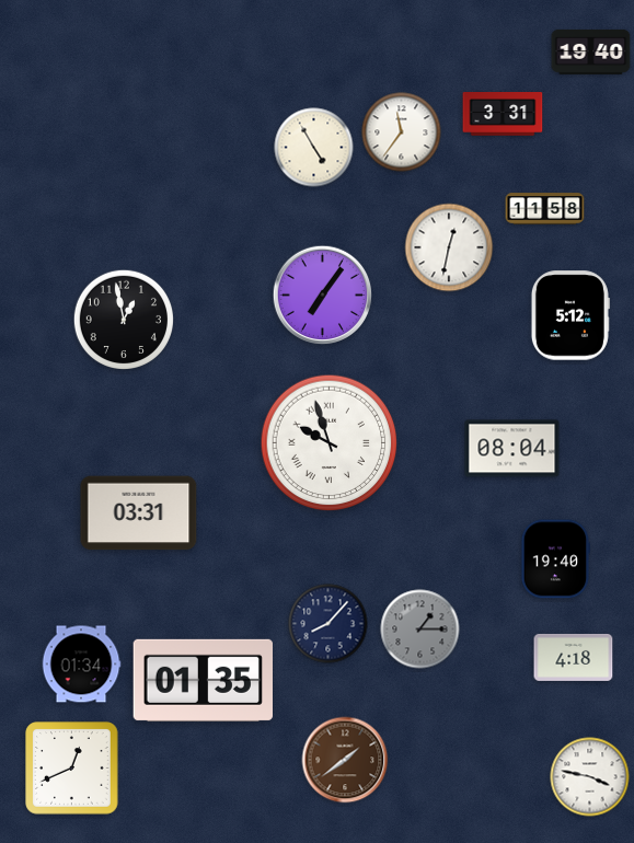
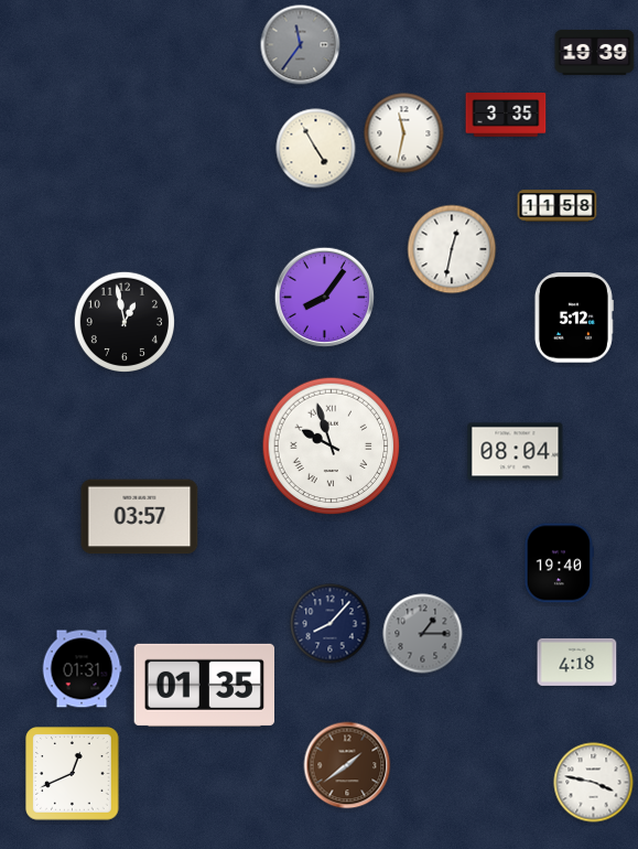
clock at (301, 45): none -> 11:36
clock at (591, 51): 19:40 -> 19:39
clock at (503, 115): 3:31 -> 3:35
clock at (402, 132): 11:36 -> 11:32
clock at (545, 209) position: (545, 209) -> (558, 206)
clock at (323, 296): 7:06 -> 8:06
clock at (139, 513): 03:31 -> 03:57
clock at (328, 624) position: (328, 624) -> (331, 624)
clock at (81, 665): 01:34 -> 01:31
